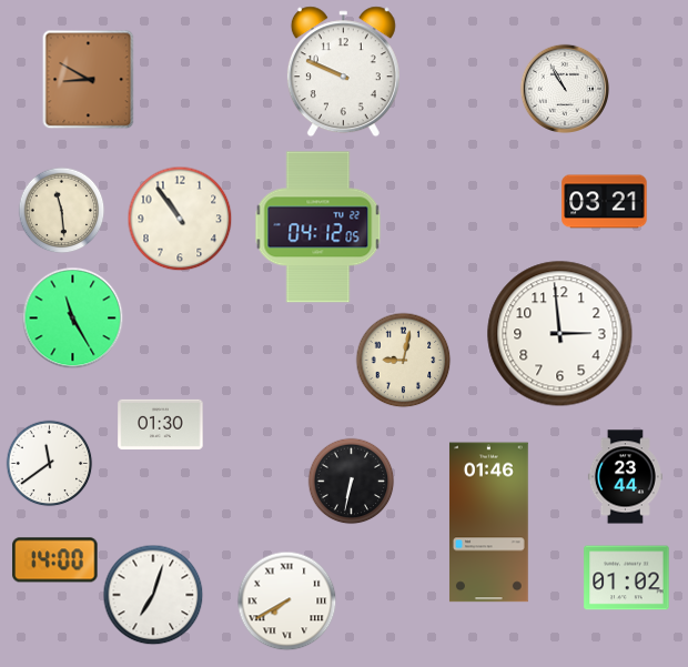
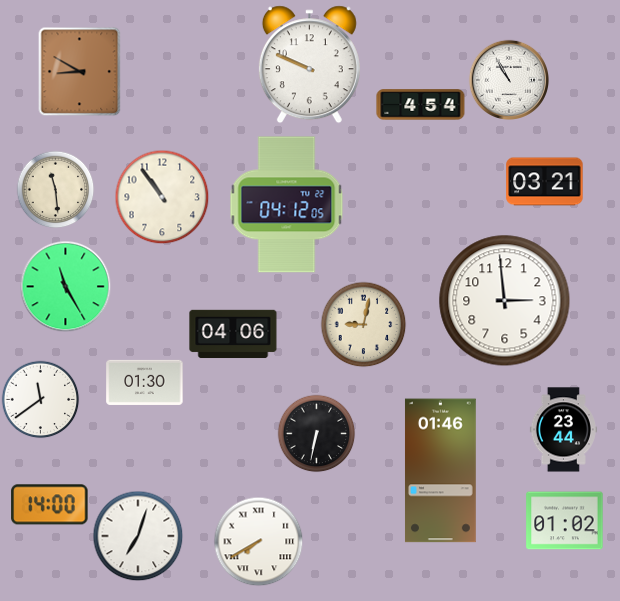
clock at (421, 105): none -> 4:54
clock at (233, 334): none -> 04:06
clock at (49, 463) position: (49, 463) -> (40, 399)
